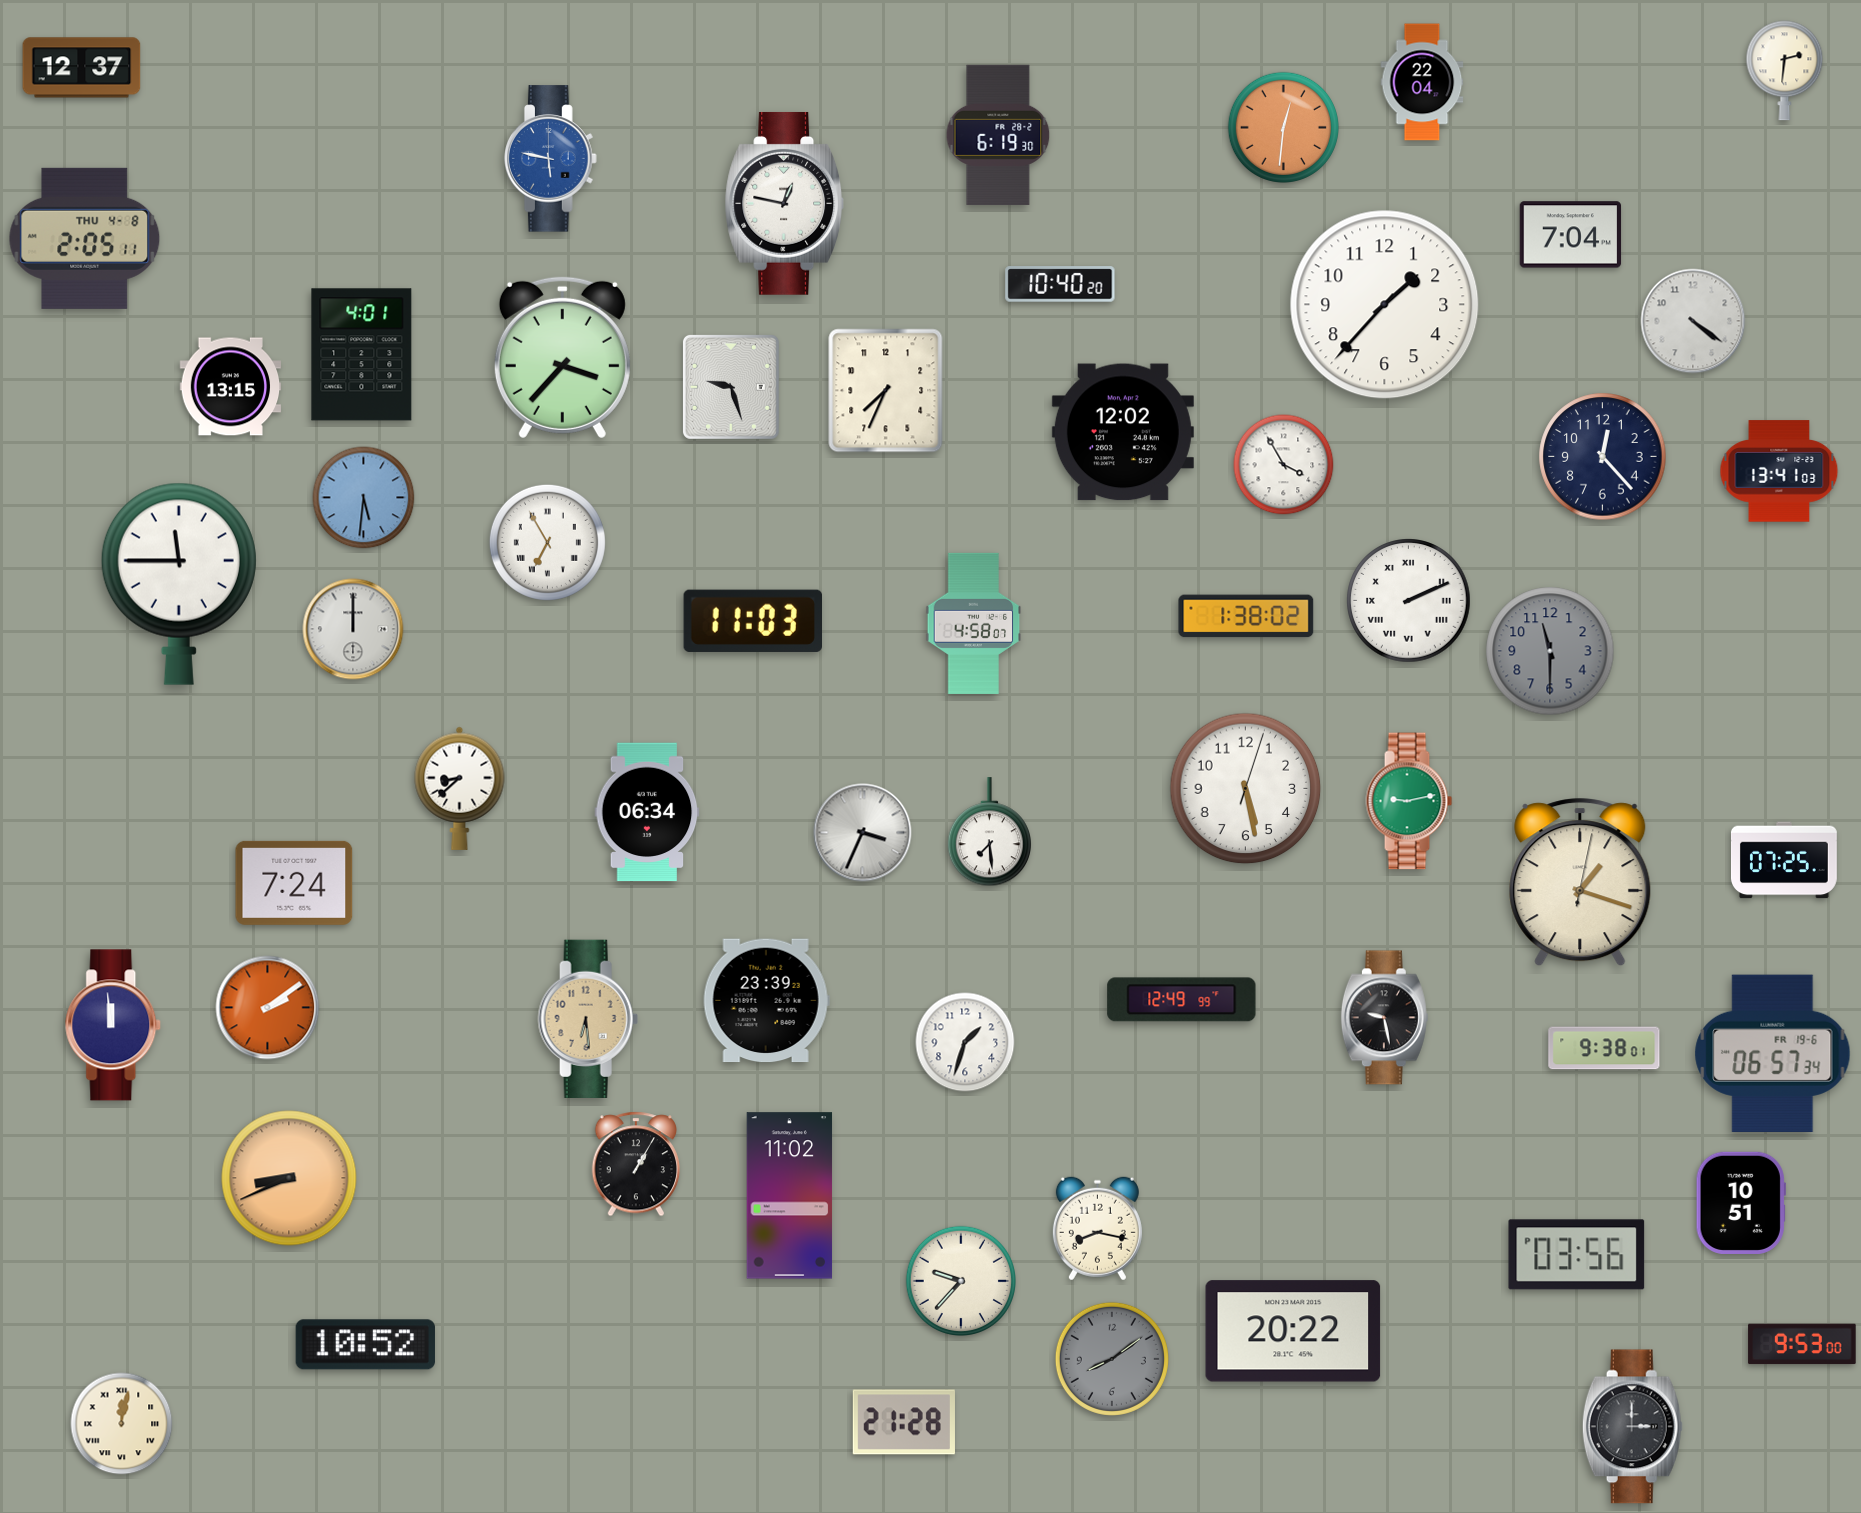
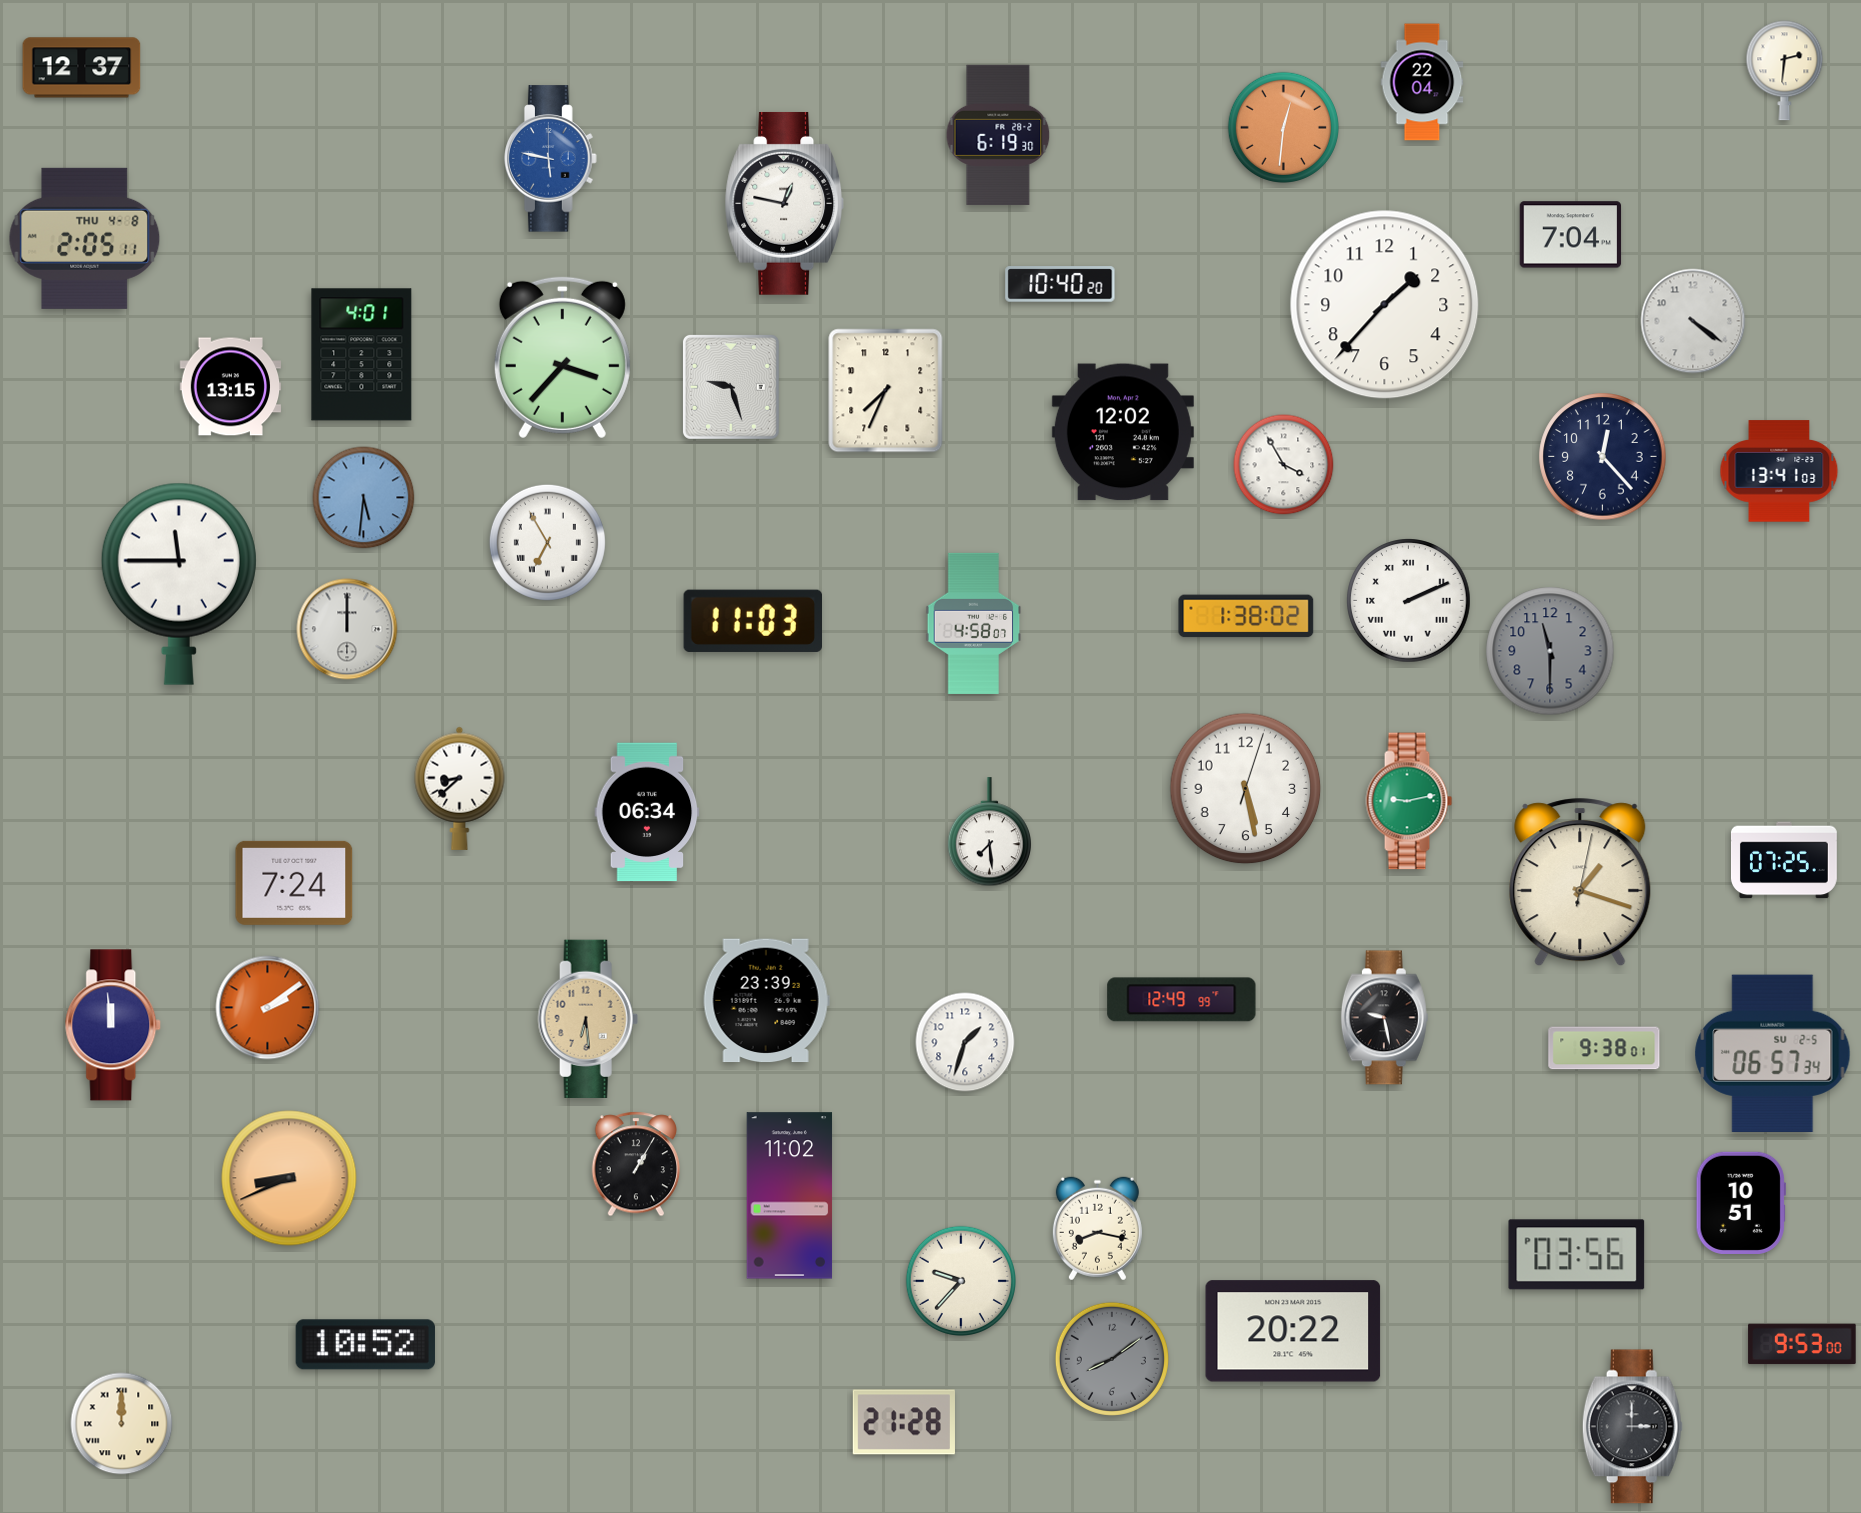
clock at (353, 629) position: (353, 629) -> (347, 629)
clock at (863, 833): 3:34 -> none
clock at (1773, 1053) date: FR 19-6 -> SU 2-5
clock at (122, 1424): 12:02 -> 12:00
